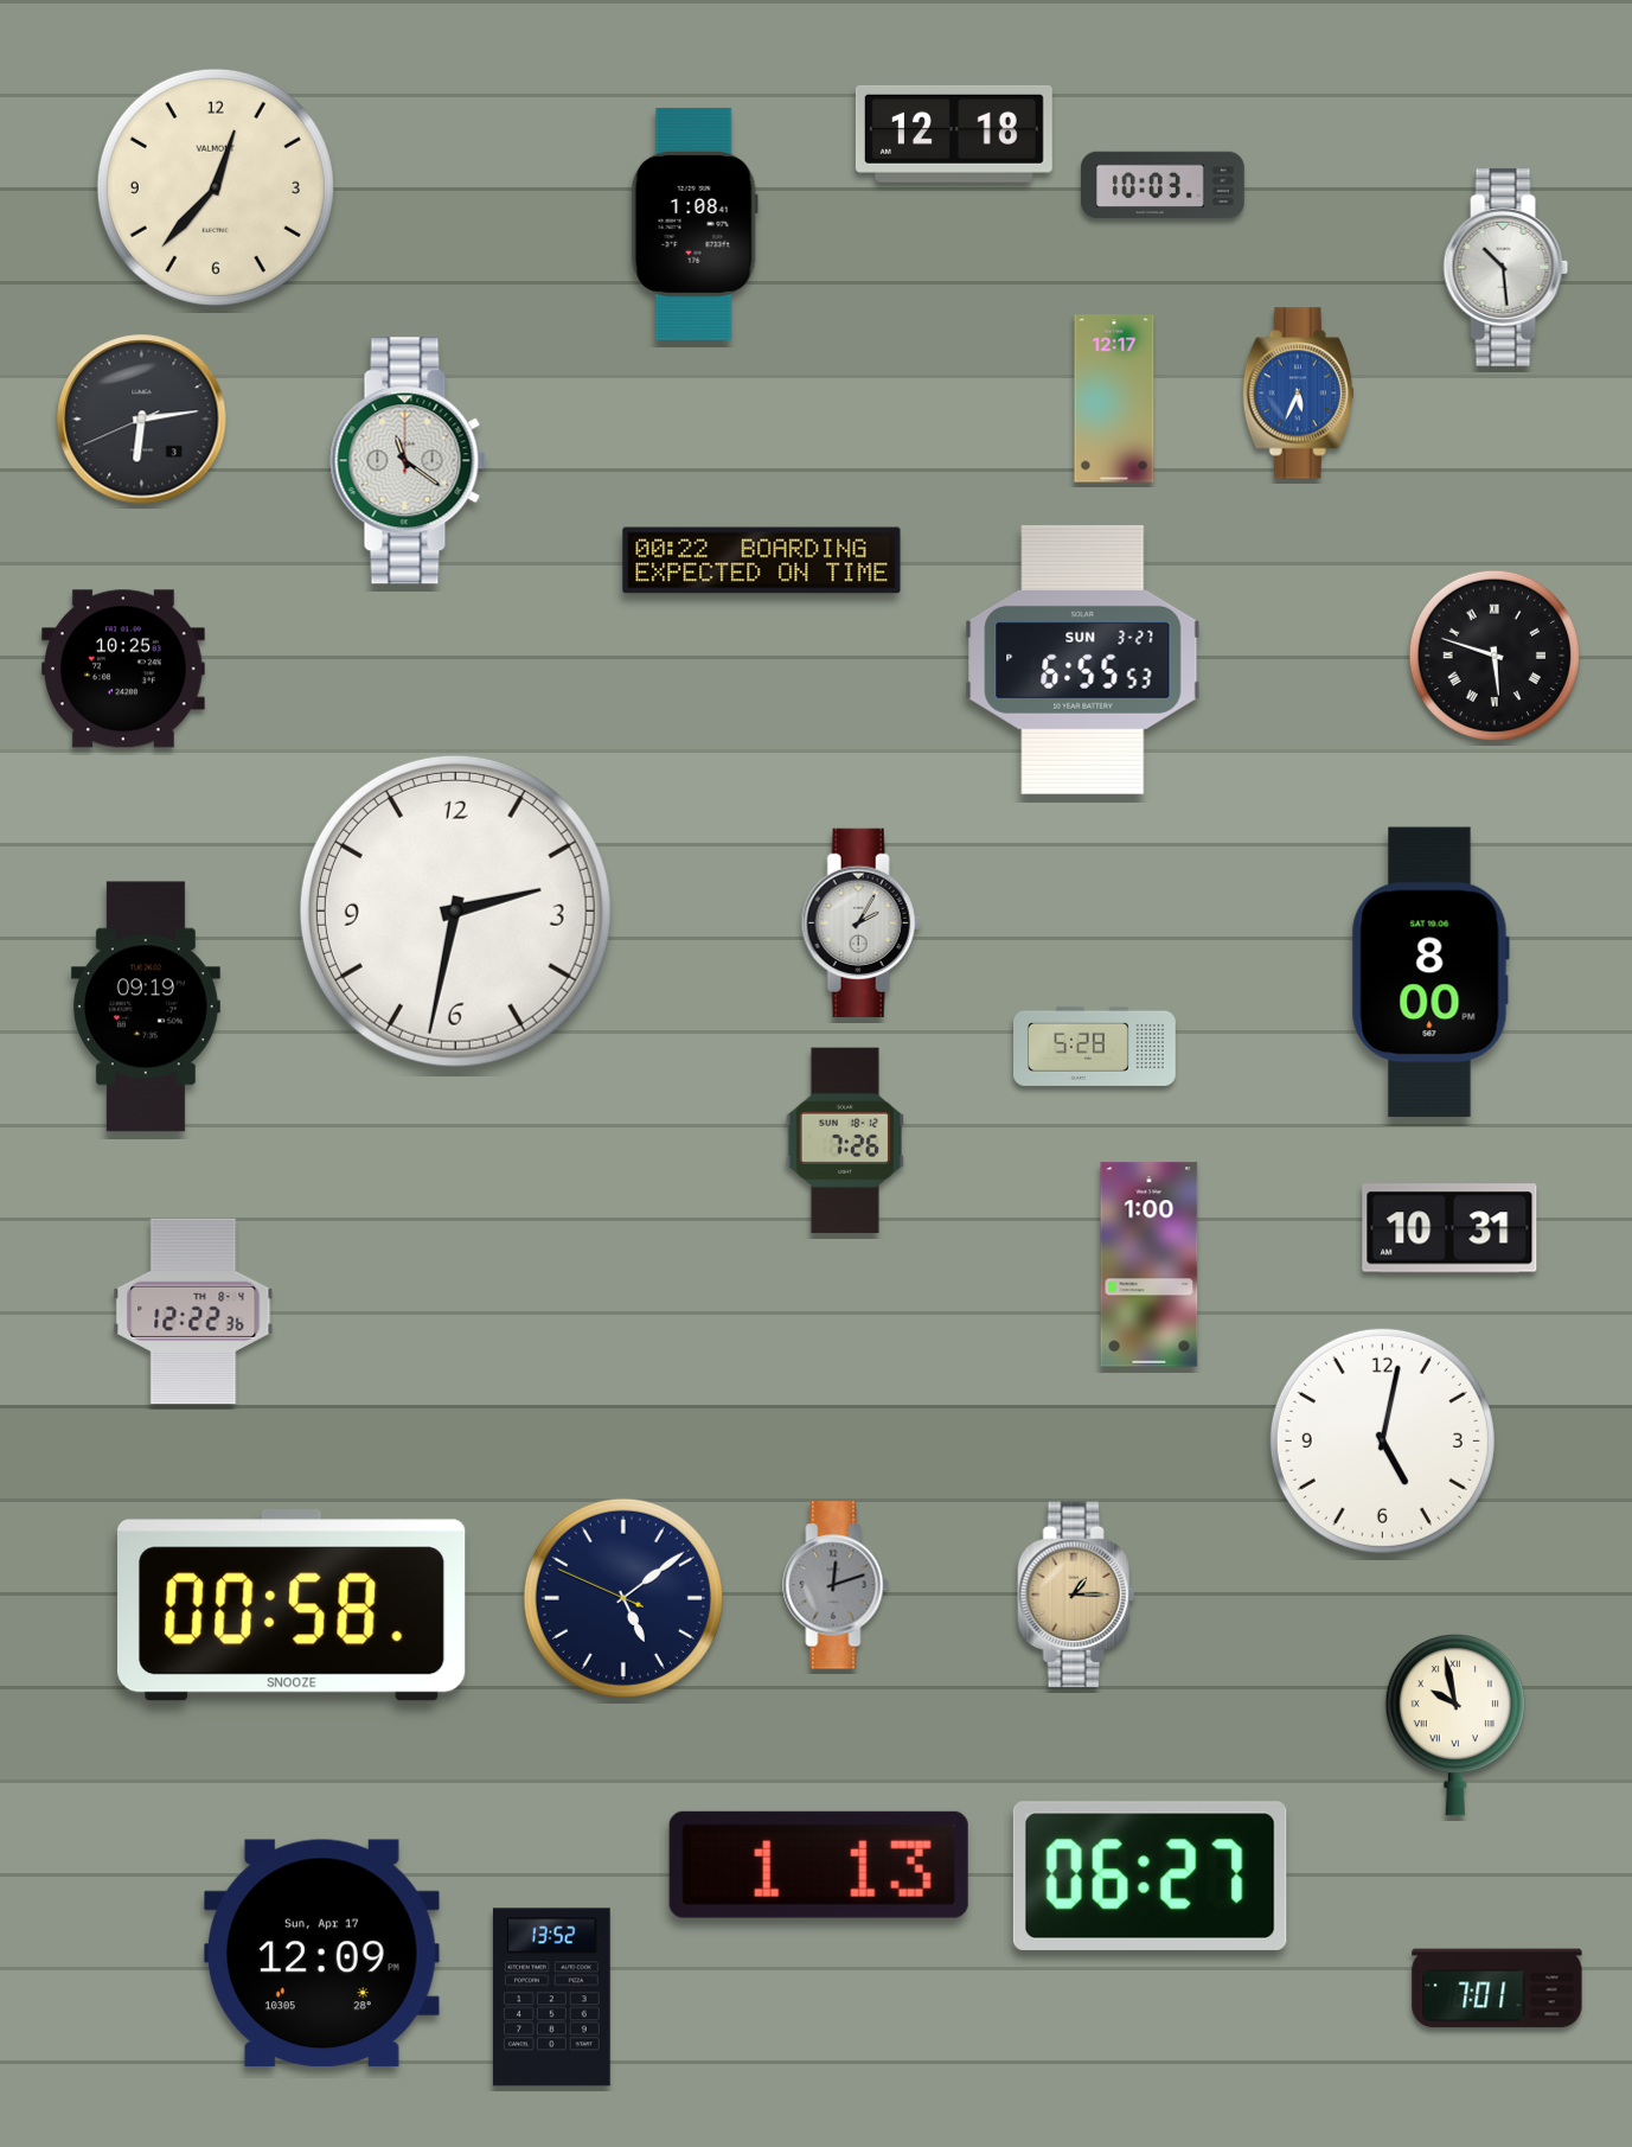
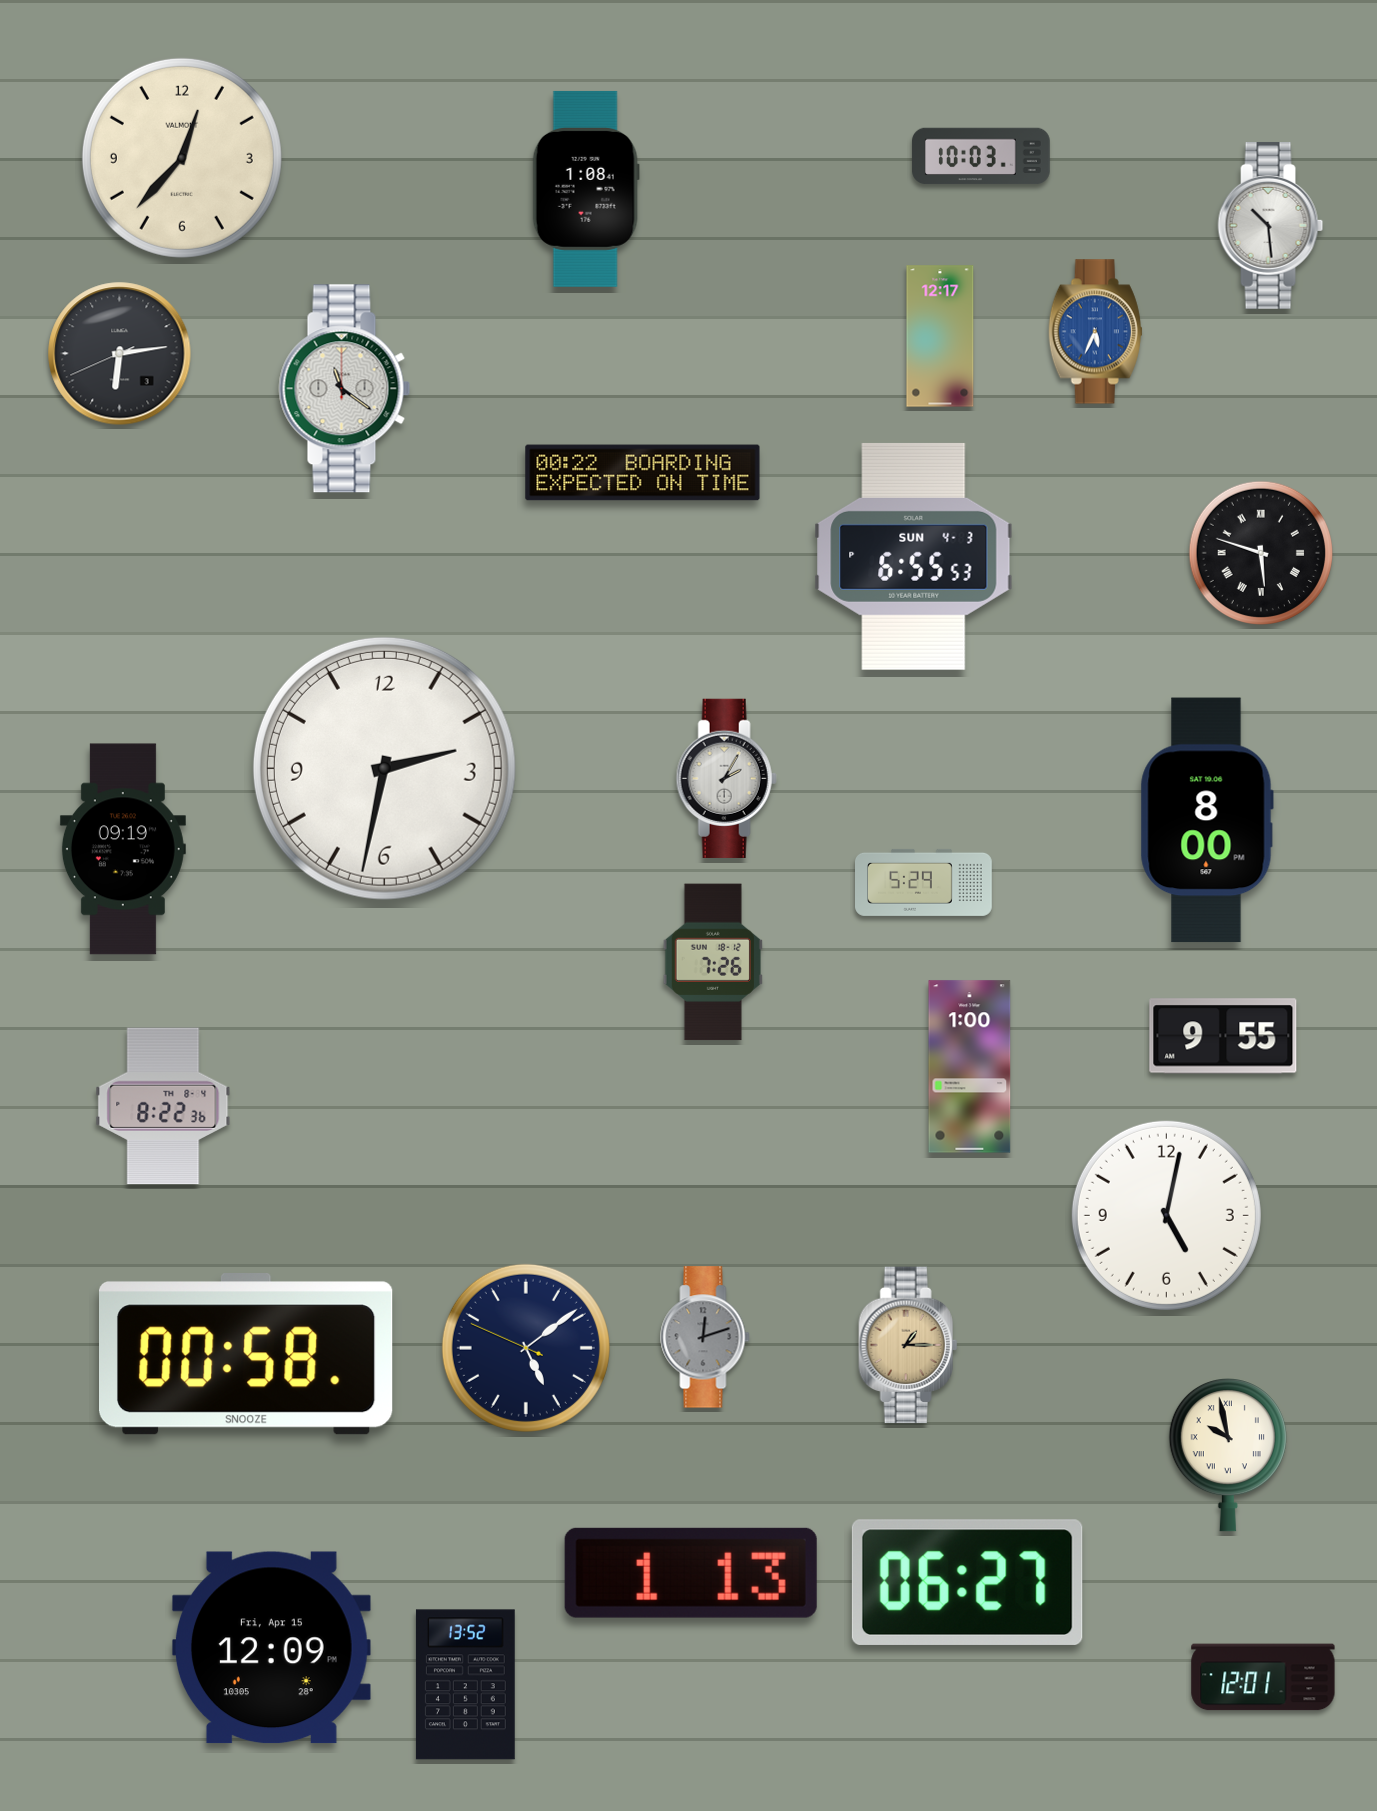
clock at (954, 134): 12:18 -> none
clock at (1083, 659) date: SUN 3-27 -> SUN 4-3
clock at (124, 669): 10:25 -> none
clock at (1095, 1046): 5:28 -> 5:29
clock at (1449, 1228): 10:31 -> 9:55
clock at (193, 1311): 12:22 -> 8:22
clock at (1150, 1876) position: (1150, 1876) -> (967, 1582)
clock at (321, 1954) date: Sun, Apr 17 -> Fri, Apr 15
clock at (1497, 1988): 7:01 -> 12:01
